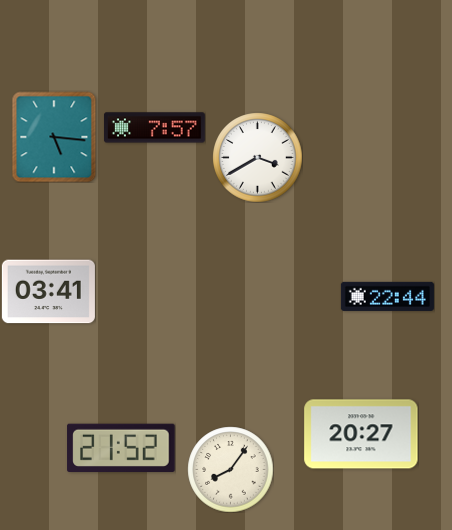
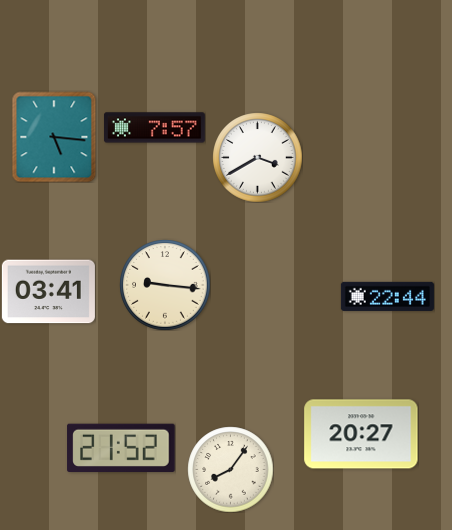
clock at (165, 285): none -> 9:16
